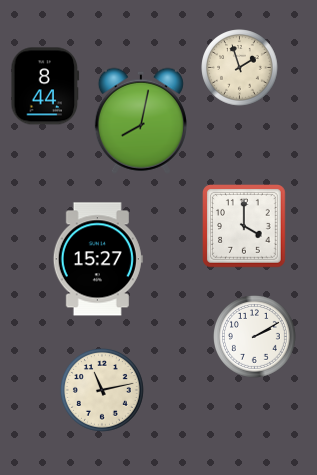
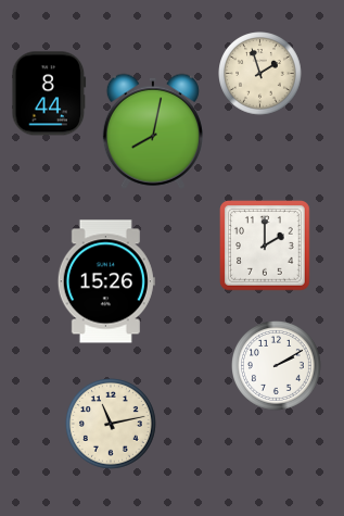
clock at (245, 227): 4:00 -> 2:00
clock at (98, 259): 15:27 -> 15:26
